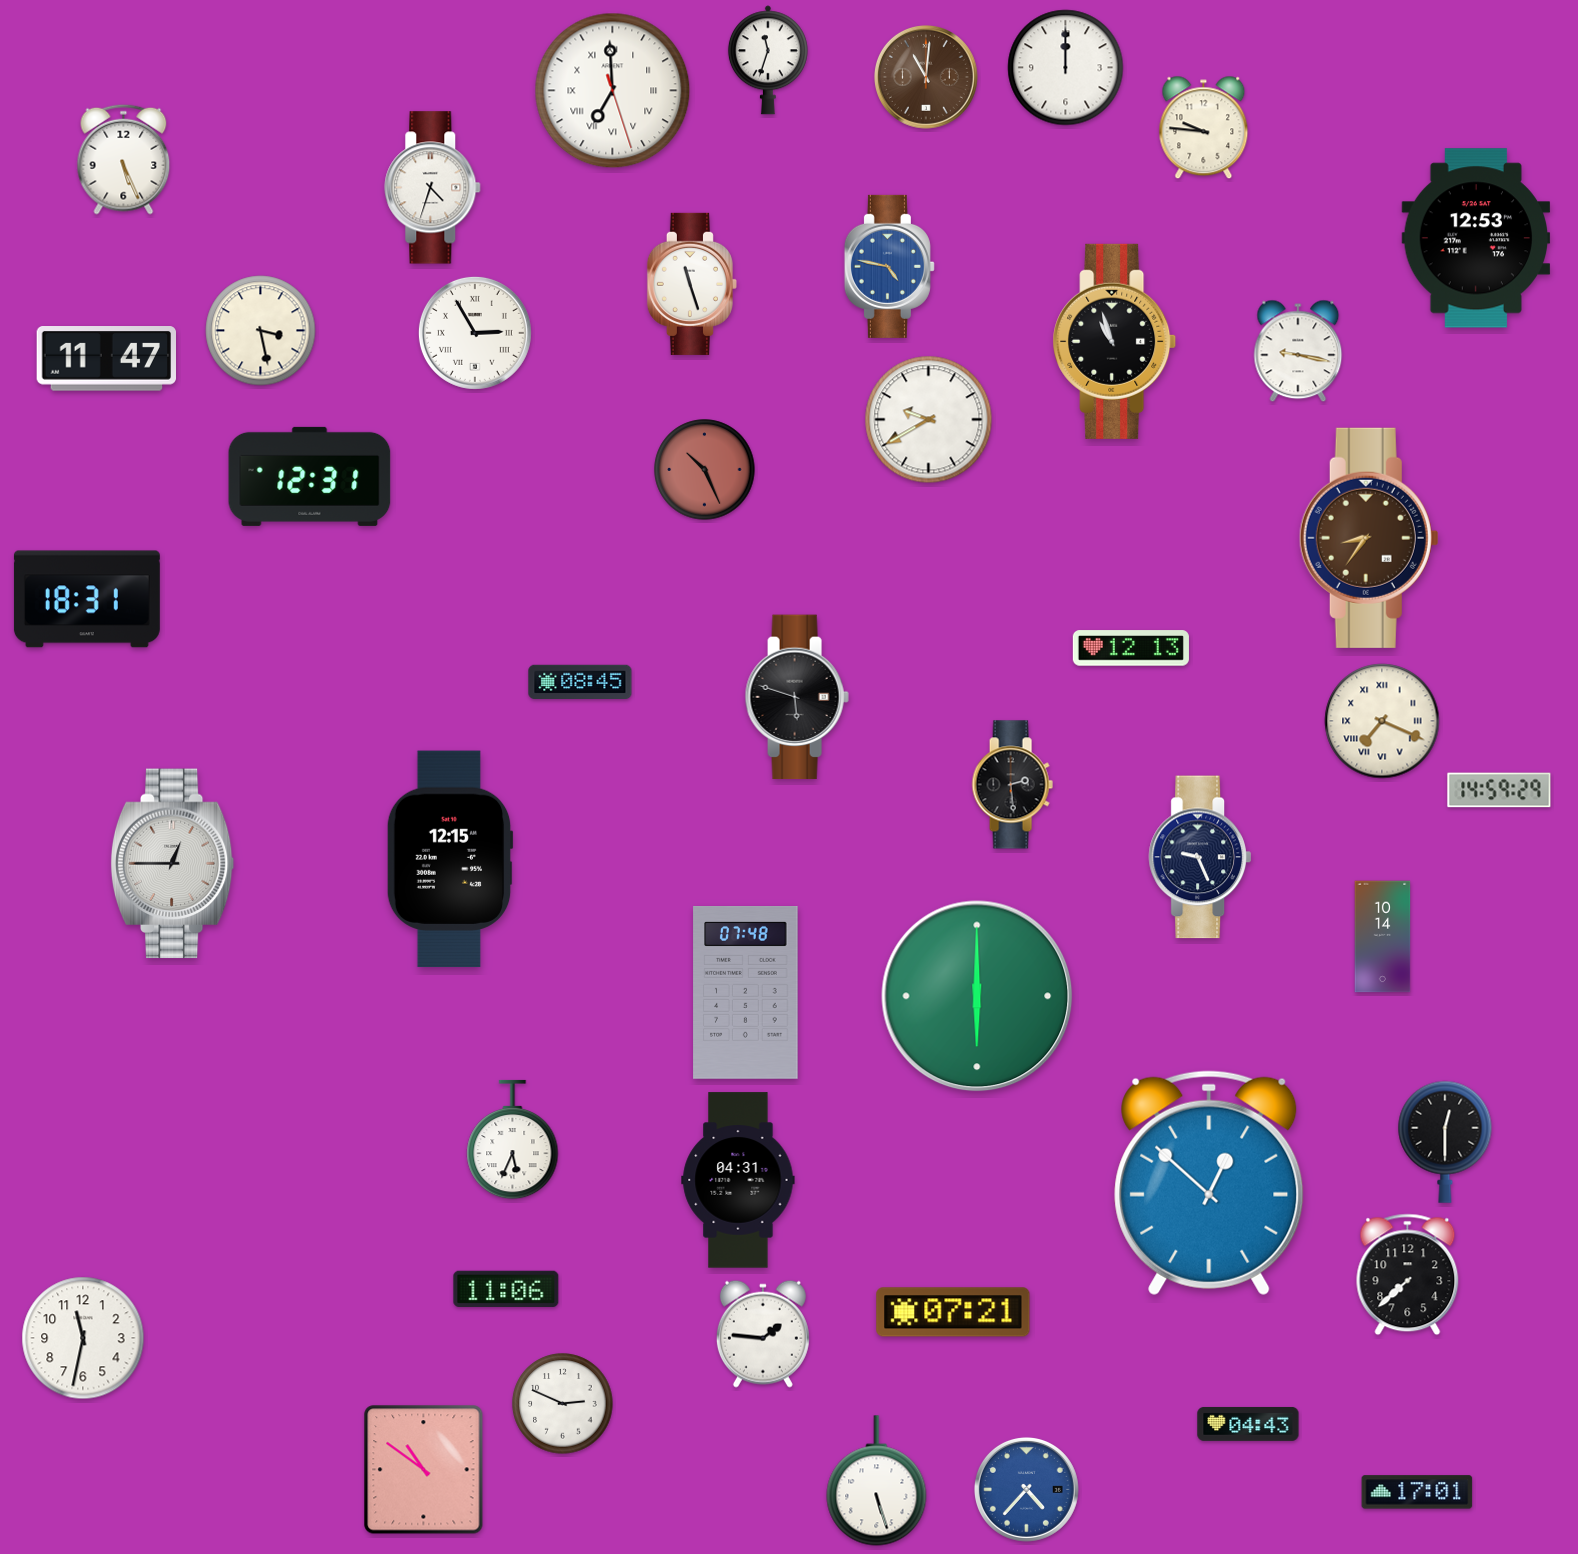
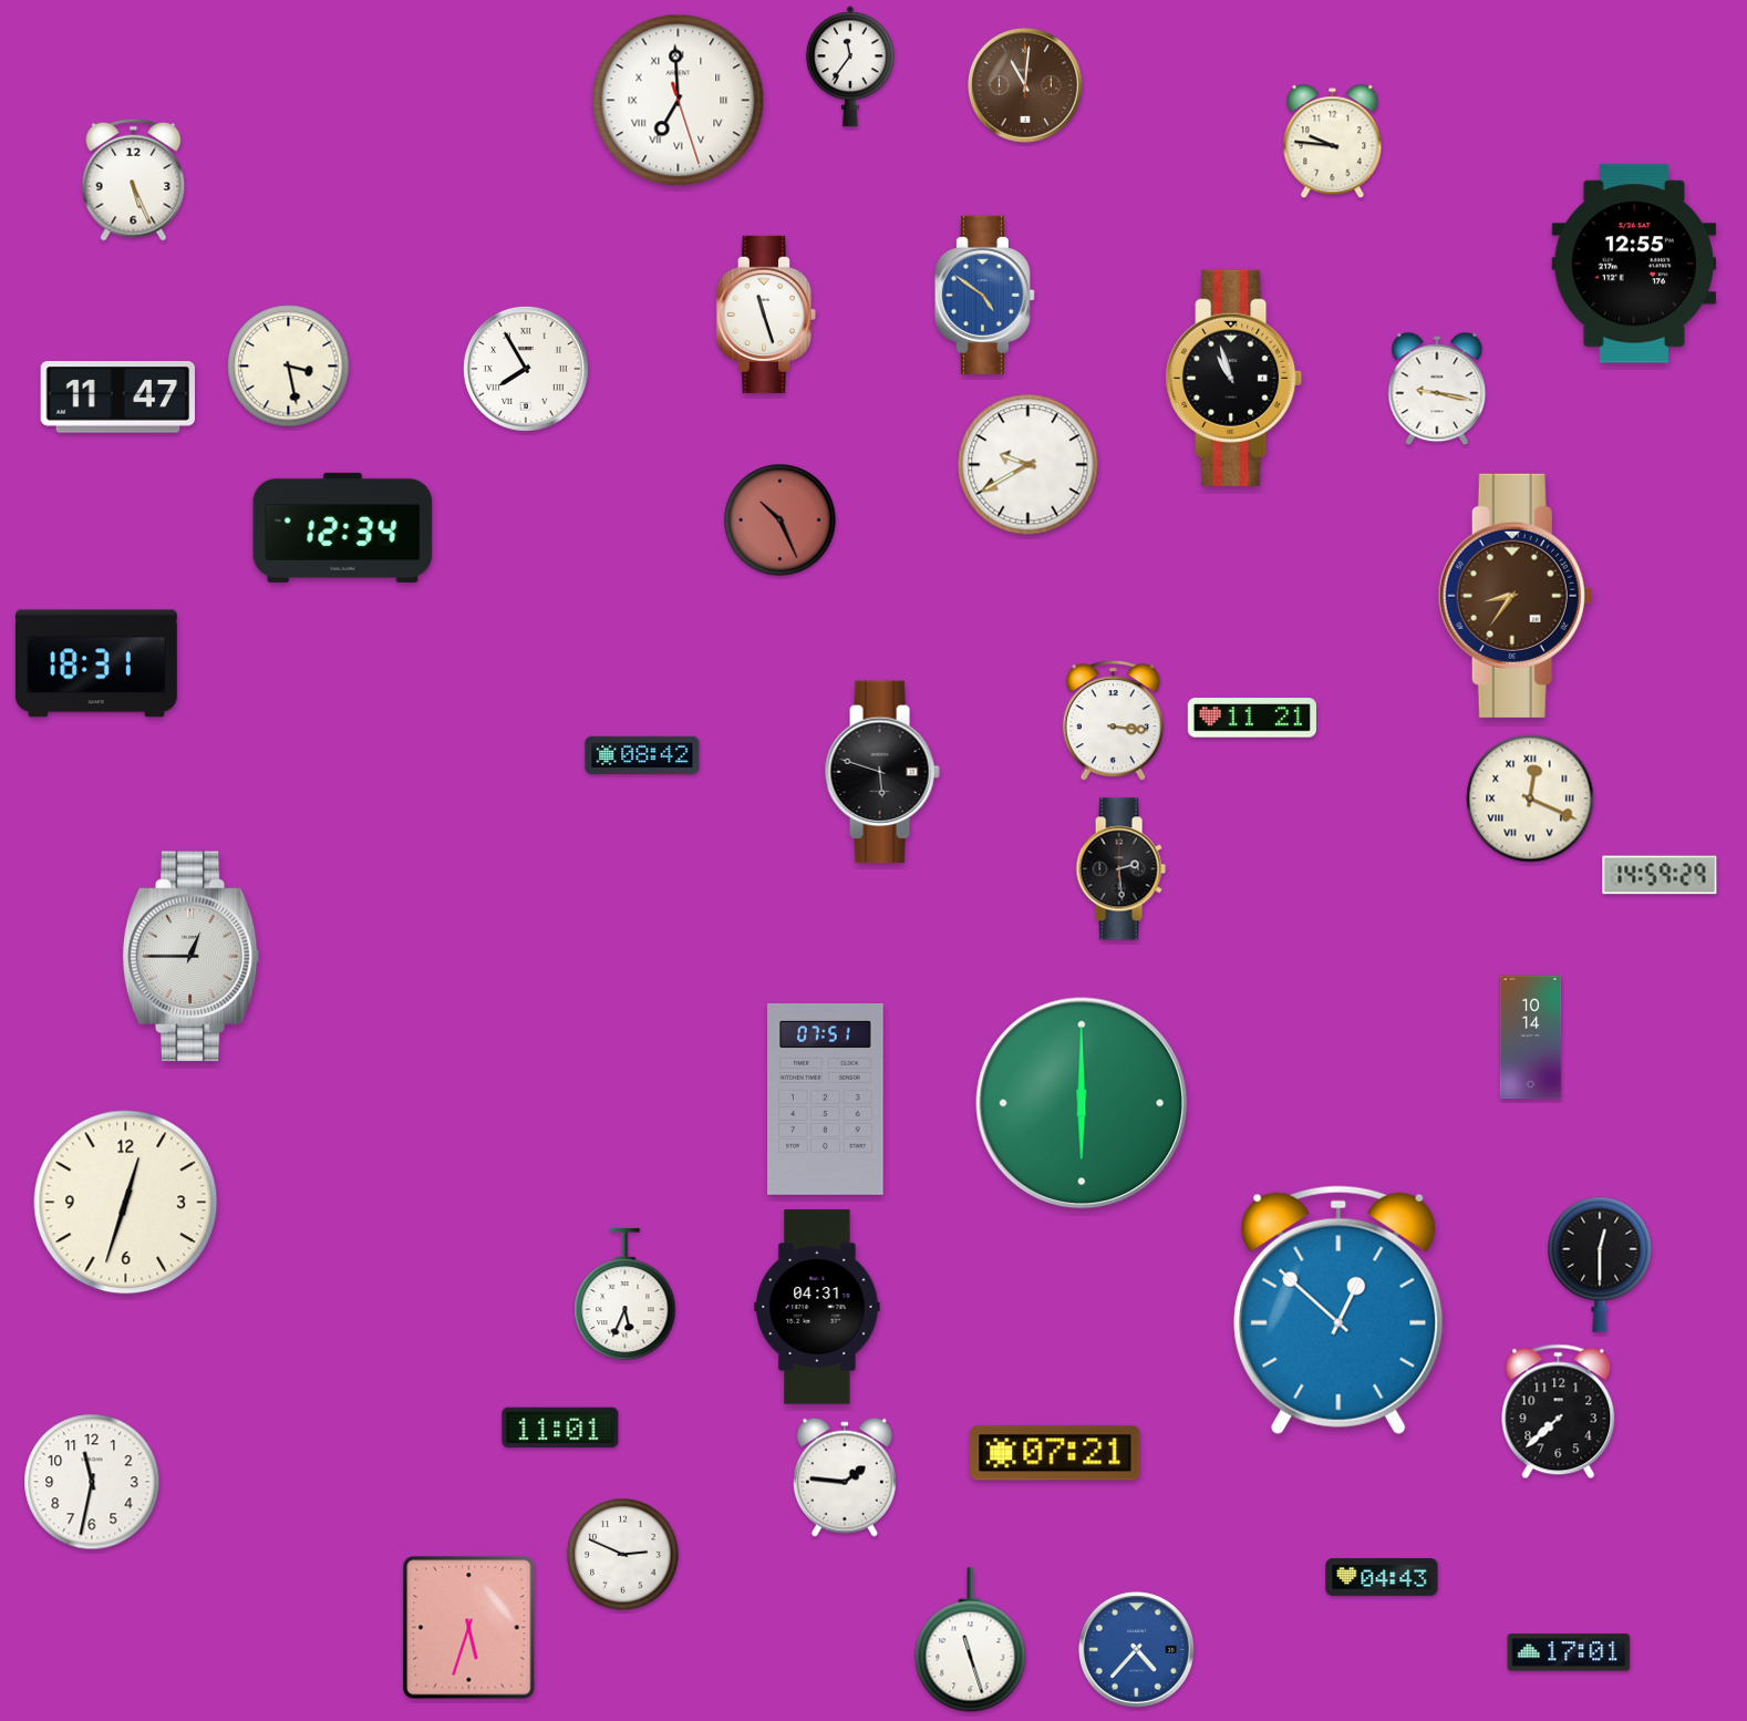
clock at (768, 60): 11:33 -> 11:36
clock at (1066, 68): 12:00 -> none
clock at (124, 159) position: (124, 159) -> (134, 179)
clock at (433, 188): 4:33 -> none
clock at (1476, 238): 12:53 -> 12:55
clock at (889, 266): 4:47 -> 4:51
clock at (475, 333): 2:55 -> 7:55
clock at (310, 476): 12:31 -> 12:34
clock at (1131, 648): 12:13 -> 11:21
clock at (1113, 721): none -> 3:16
clock at (580, 681): 08:45 -> 08:42
clock at (1382, 721): 7:19 -> 12:19
clock at (1200, 857): 9:26 -> none
clock at (450, 859): 12:15 -> none
clock at (746, 993): 07:48 -> 07:51
clock at (126, 1203): none -> 12:33
clock at (513, 1140) position: (513, 1140) -> (626, 1295)
clock at (506, 1289): 11:06 -> 11:01
clock at (424, 1470): 10:51 -> 5:33
clock at (877, 1481): 5:27 -> 11:27
